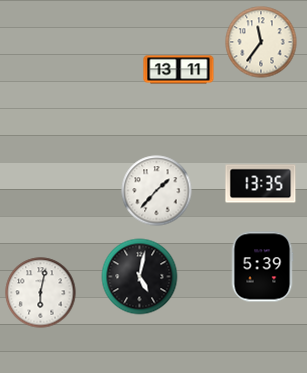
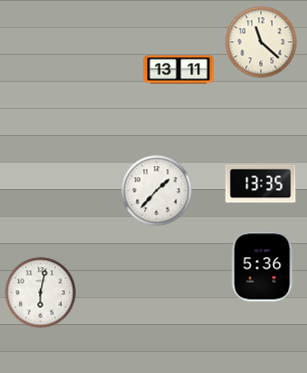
clock at (261, 42): 11:36 -> 11:22
clock at (262, 267): 5:39 -> 5:36
clock at (140, 277): 5:02 -> none
